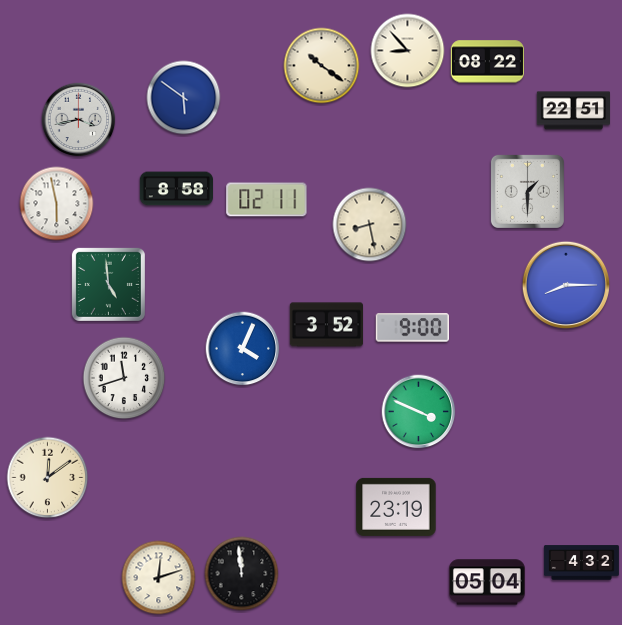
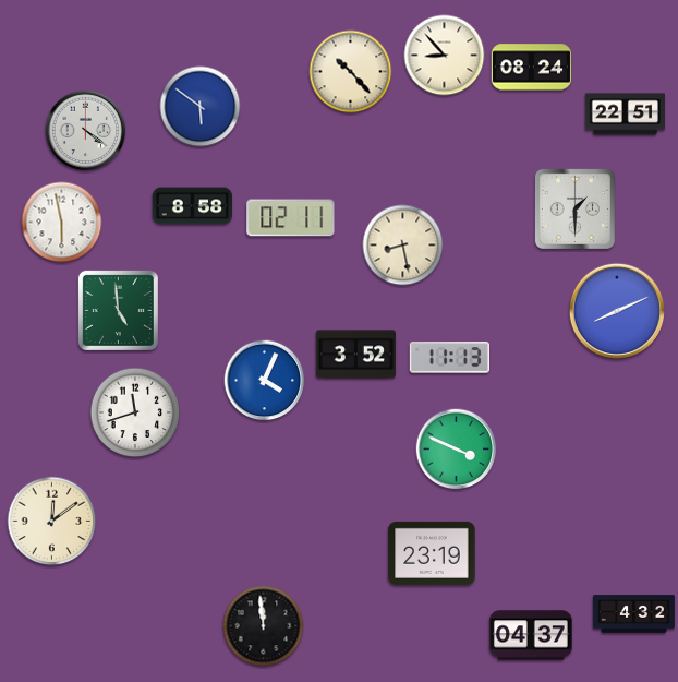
clock at (487, 62): 08:22 -> 08:24
clock at (322, 66): 10:21 -> 10:23
clock at (573, 111) position: (573, 111) -> (625, 115)
clock at (79, 120): 3:43 -> 4:21
clock at (566, 285): 8:15 -> 8:11
clock at (412, 328): 9:00 -> 11:13
clock at (159, 578): 12:12 -> none
clock at (487, 582): 05:04 -> 04:37
